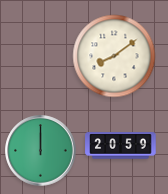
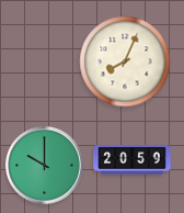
clock at (114, 56): 8:09 -> 8:04
clock at (41, 151): 12:00 -> 10:00
